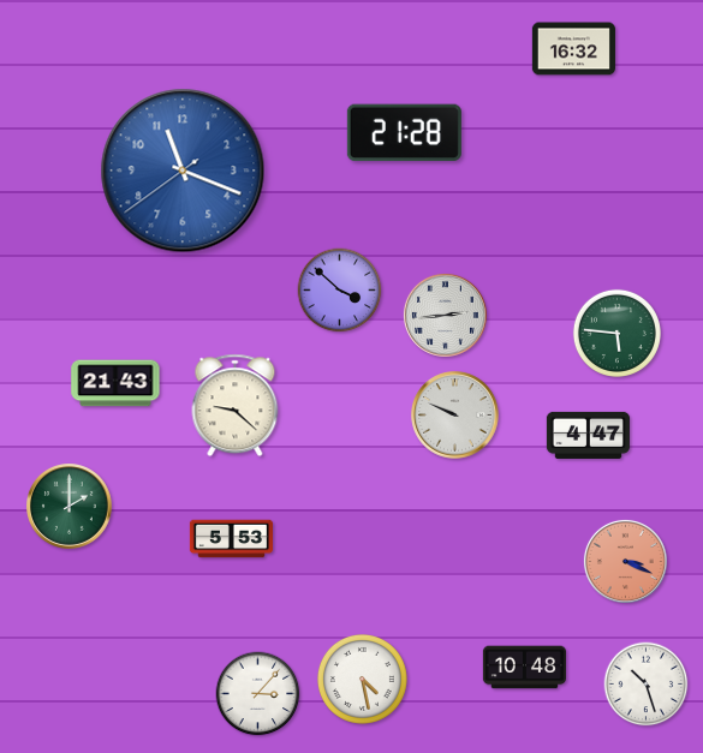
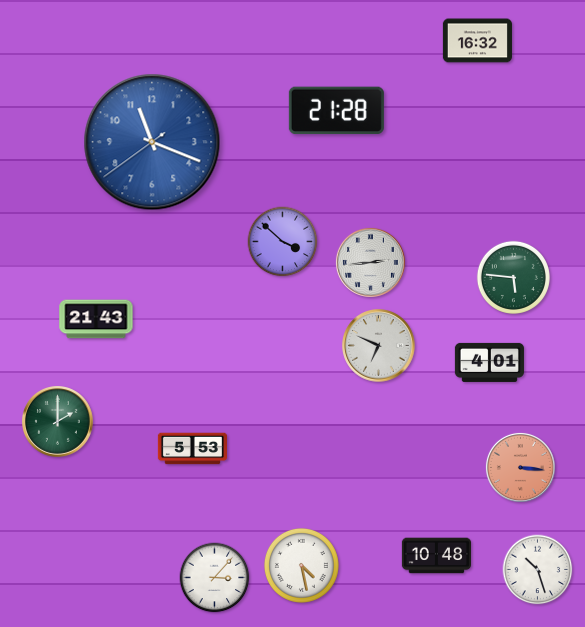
clock at (236, 406): 9:22 -> none
clock at (455, 416): 9:49 -> 6:49
clock at (588, 435): 4:47 -> 4:01
clock at (625, 561): 3:19 -> 3:16
